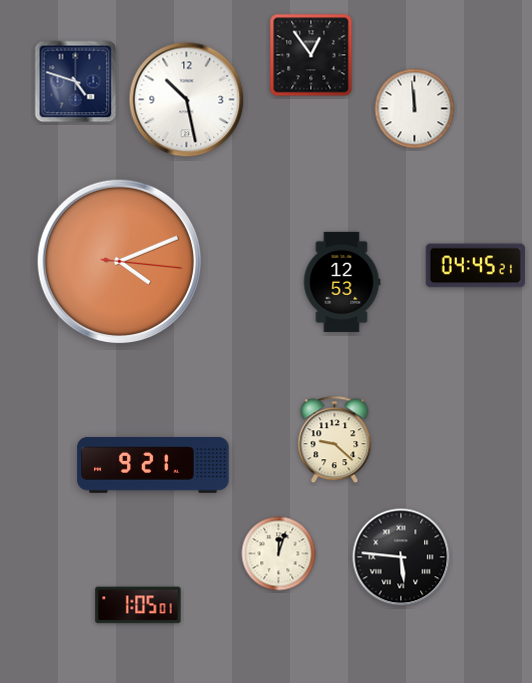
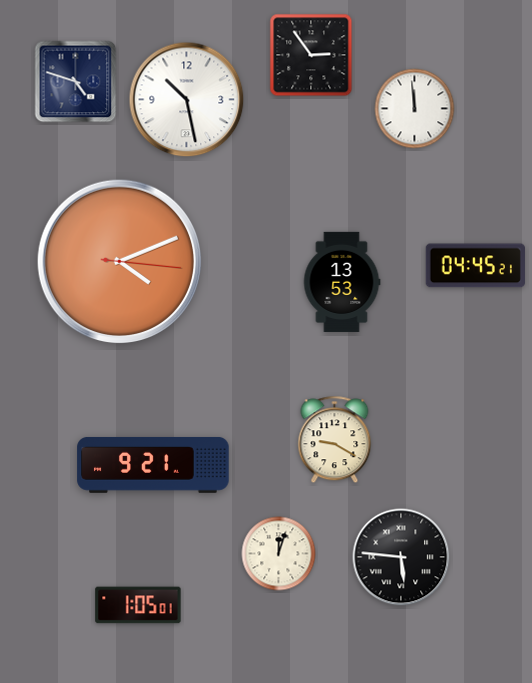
clock at (311, 55): 12:54 -> 2:54
clock at (342, 282): 12:53 -> 13:53
clock at (335, 440): 9:22 -> 9:20
